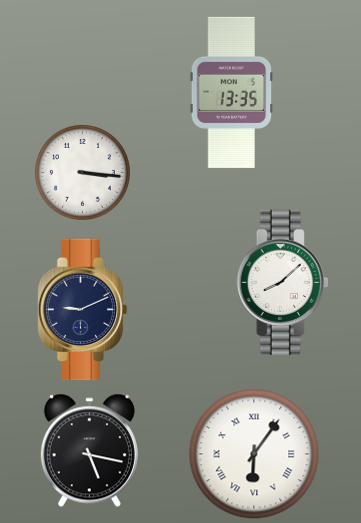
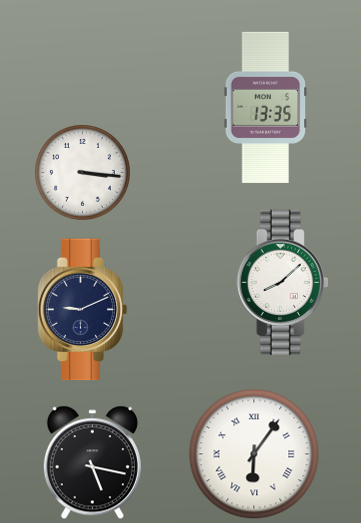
clock at (232, 92) position: (232, 92) -> (266, 107)
clock at (89, 450) position: (89, 450) -> (92, 462)
